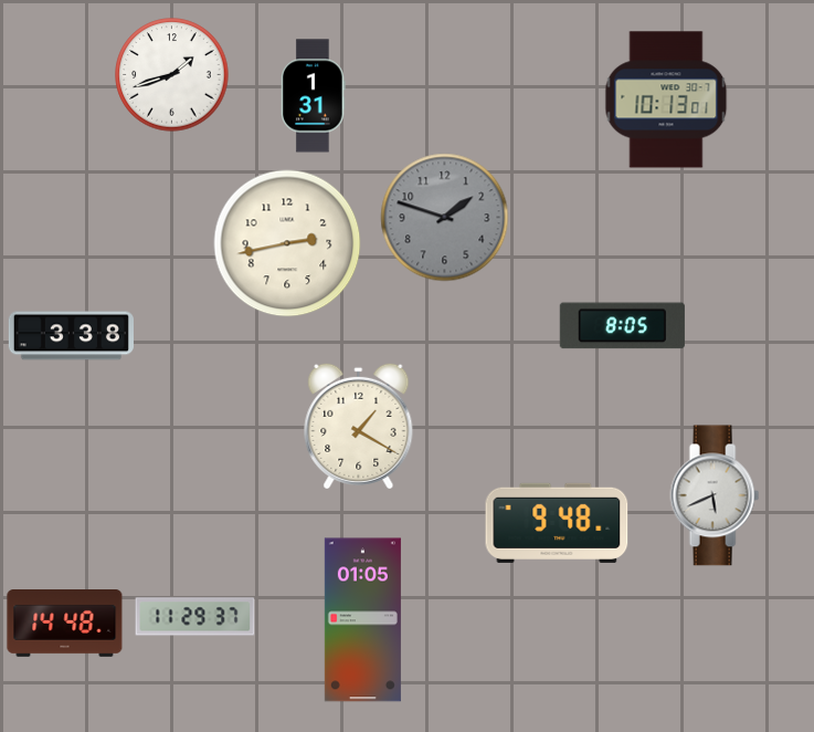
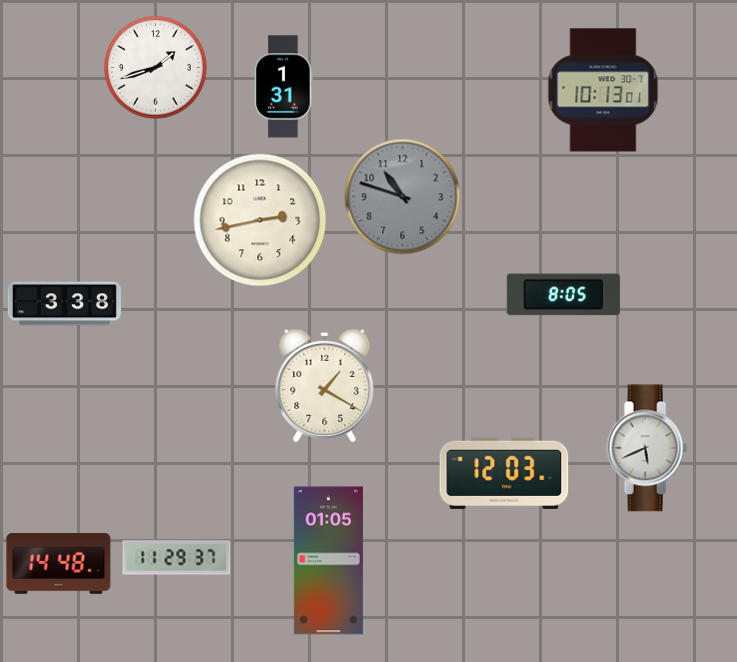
clock at (445, 218): 1:48 -> 10:48
clock at (557, 523): 9:48 -> 12:03
